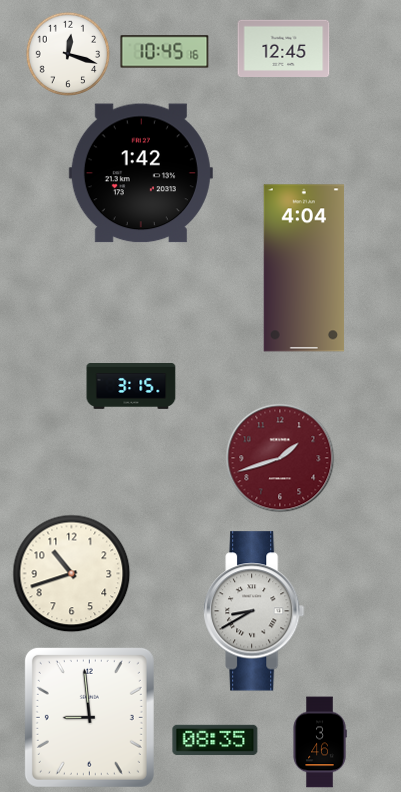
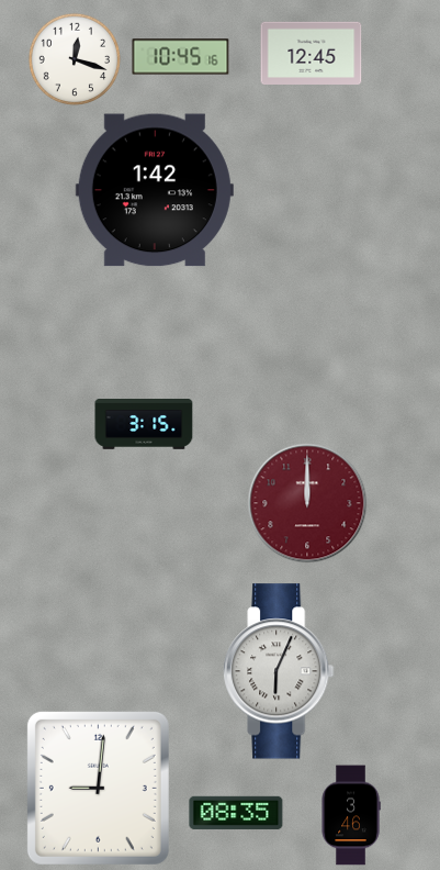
clock at (304, 268): 4:04 -> none
clock at (280, 458): 1:42 -> 12:00
clock at (72, 574): 10:42 -> none
clock at (254, 611): 8:40 -> 6:04
clock at (89, 717): 8:59 -> 9:01
